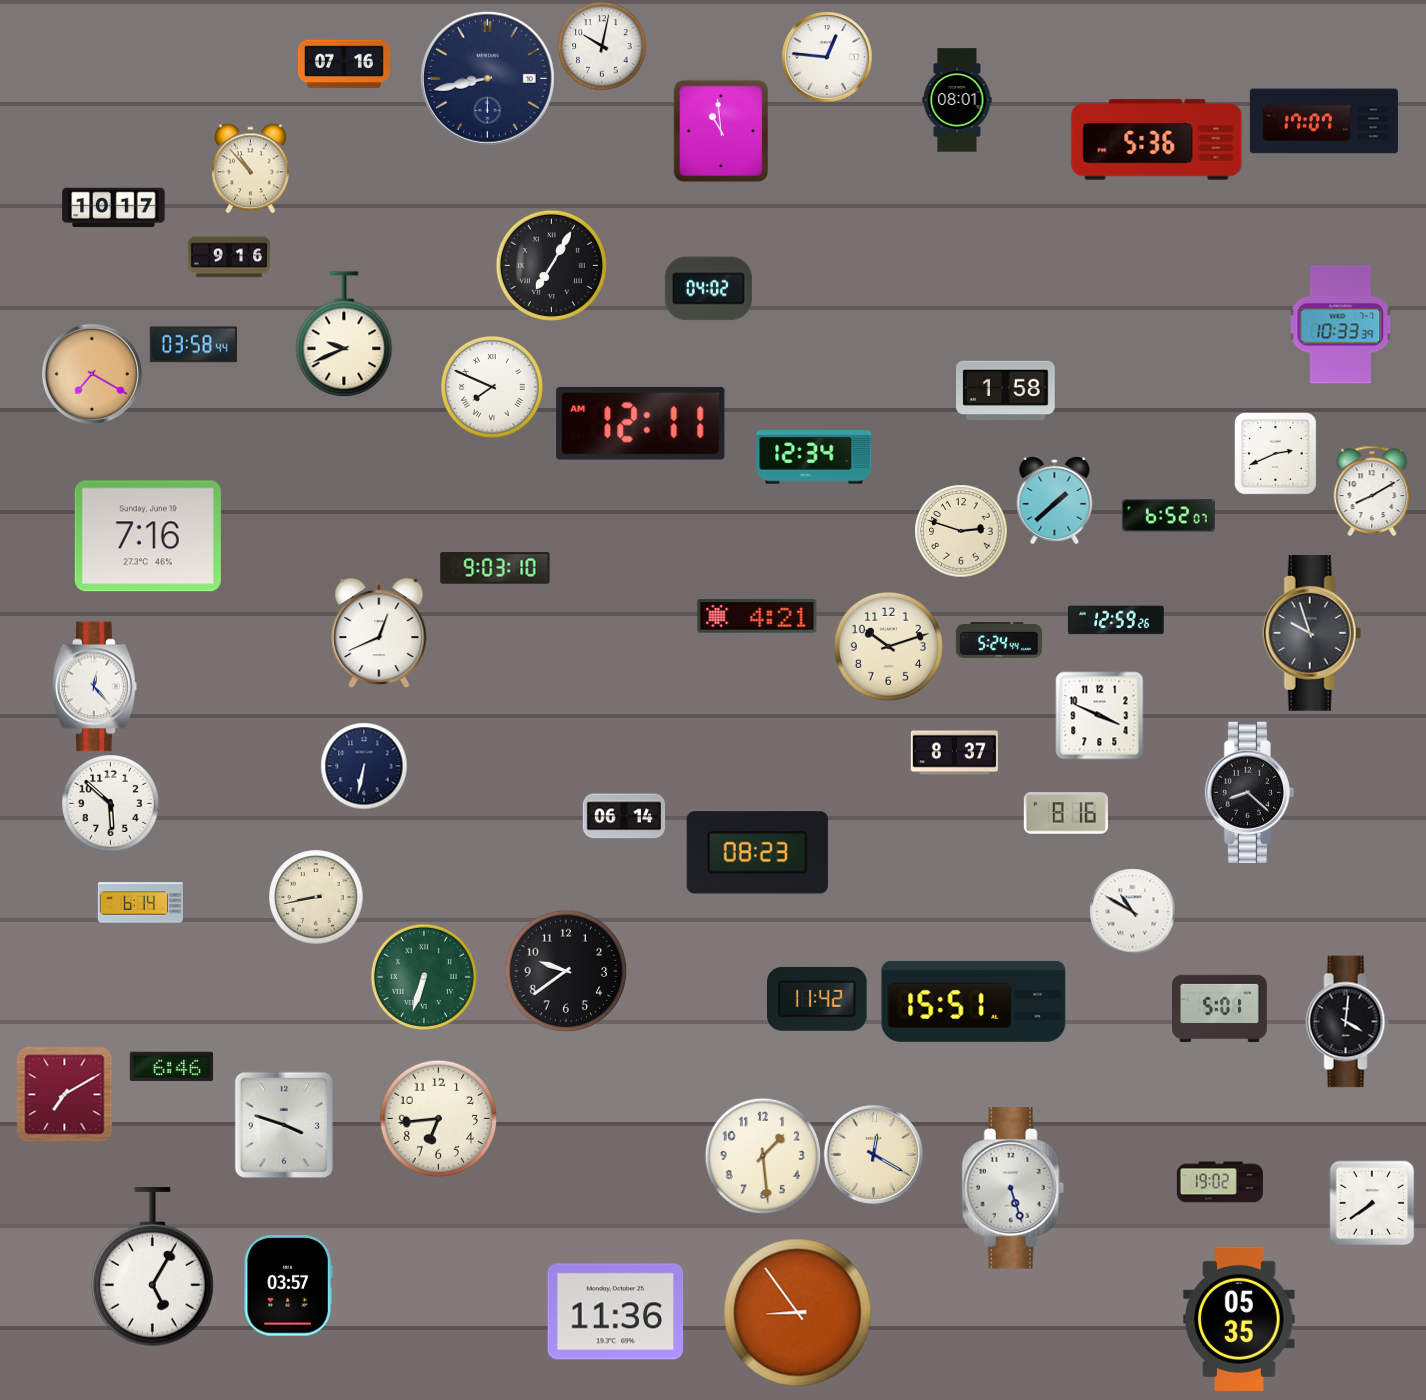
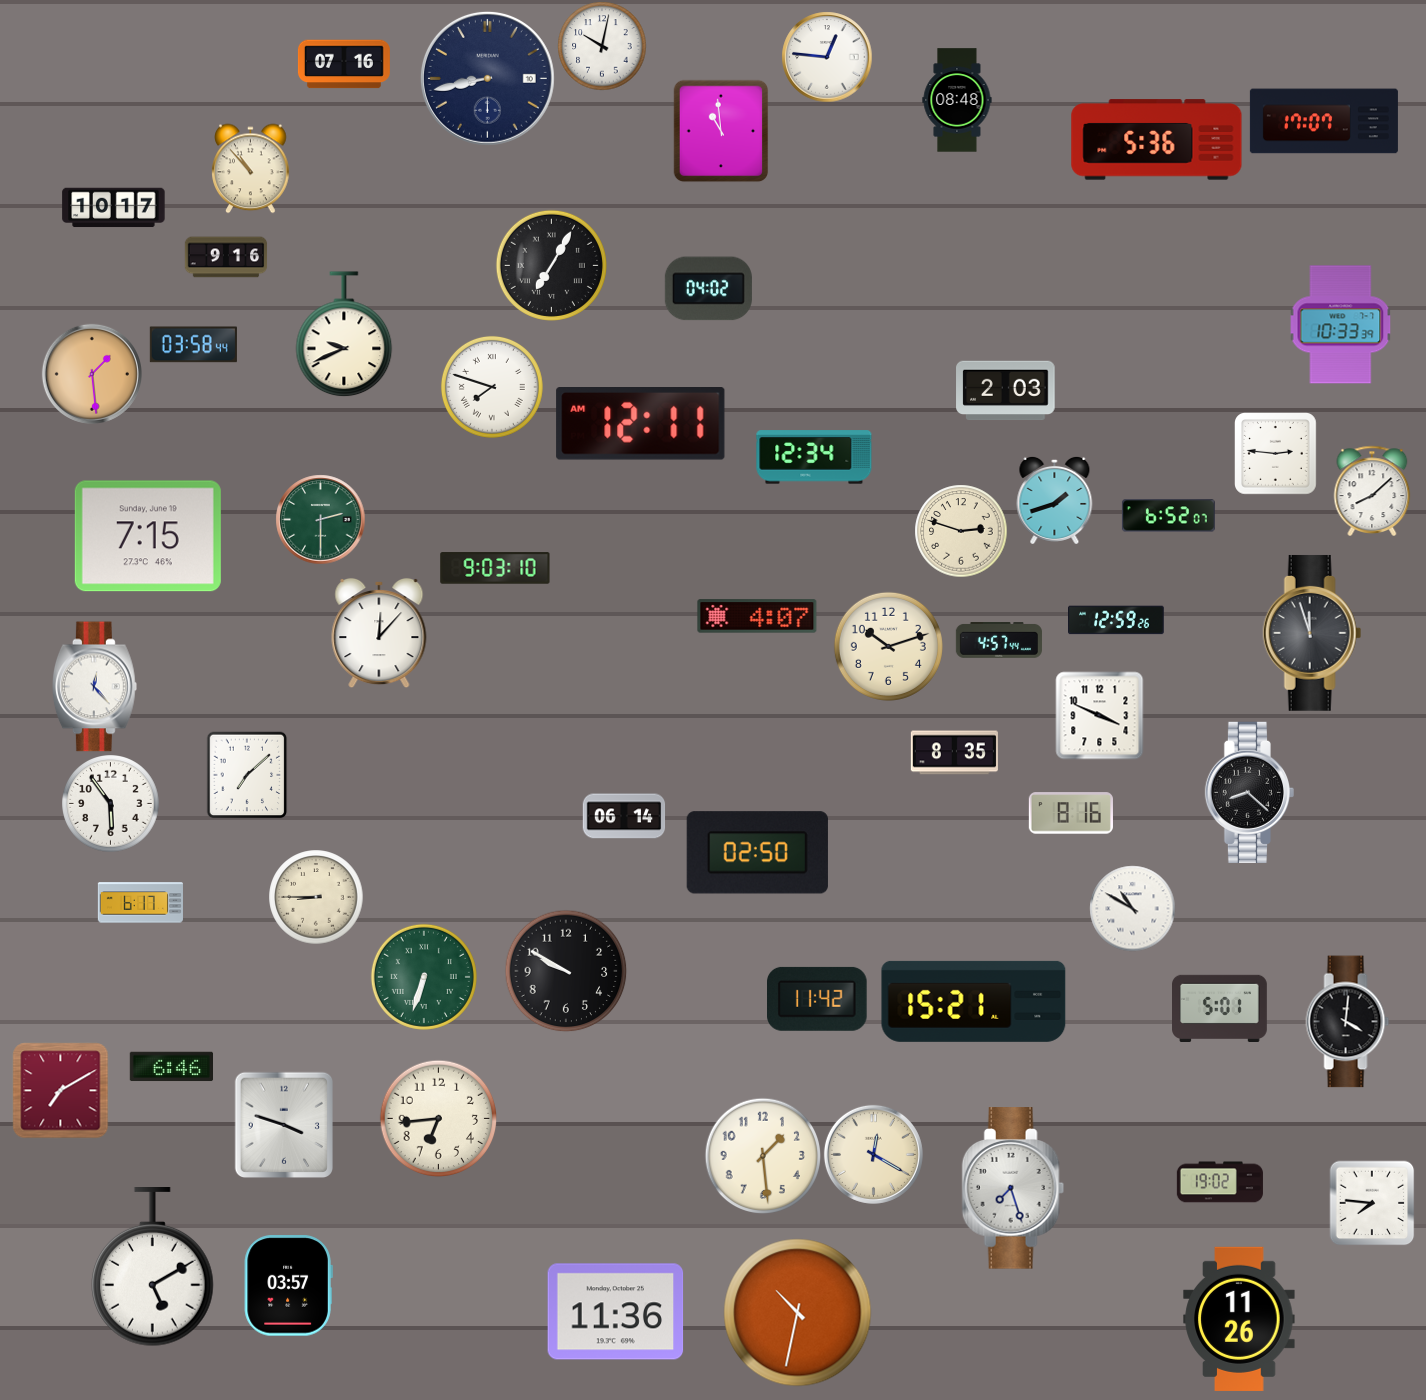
clock at (957, 100): 08:01 -> 08:48
clock at (229, 257) position: (229, 257) -> (226, 257)
clock at (92, 374): 7:20 -> 1:29
clock at (492, 387): 7:49 -> 7:48
clock at (1006, 391): 1:58 -> 2:03
clock at (1275, 453): 2:41 -> 2:46
clock at (1372, 491): 8:10 -> 8:08
clock at (1055, 500): 1:38 -> 1:42
clock at (320, 519): none -> 2:30
clock at (148, 536): 7:16 -> 7:15
clock at (757, 616): 4:21 -> 4:07
clock at (379, 633): 12:41 -> 12:07
clock at (1312, 633): 9:57 -> 11:57
clock at (999, 641): 5:24 -> 4:57
clock at (954, 753): 8:37 -> 8:35
clock at (364, 766): 6:32 -> none
clock at (247, 775): none -> 7:08
clock at (111, 804): 5:52 -> 5:54
clock at (1066, 813) position: (1066, 813) -> (1071, 813)
clock at (757, 853): 08:23 -> 02:50
clock at (316, 897): 8:43 -> 8:45
clock at (140, 903): 6:14 -> 6:17
clock at (1132, 911) position: (1132, 911) -> (1132, 908)
clock at (566, 971): 9:39 -> 9:50
clock at (974, 1001): 15:51 -> 15:21
clock at (64, 1094) position: (64, 1094) -> (60, 1090)
clock at (1013, 1188): 5:27 -> 7:27
clock at (1372, 1203): 7:39 -> 7:46
clock at (153, 1268): 5:05 -> 5:10
clock at (798, 1313): 8:54 -> 10:32
clock at (1239, 1319): 05:35 -> 11:26
